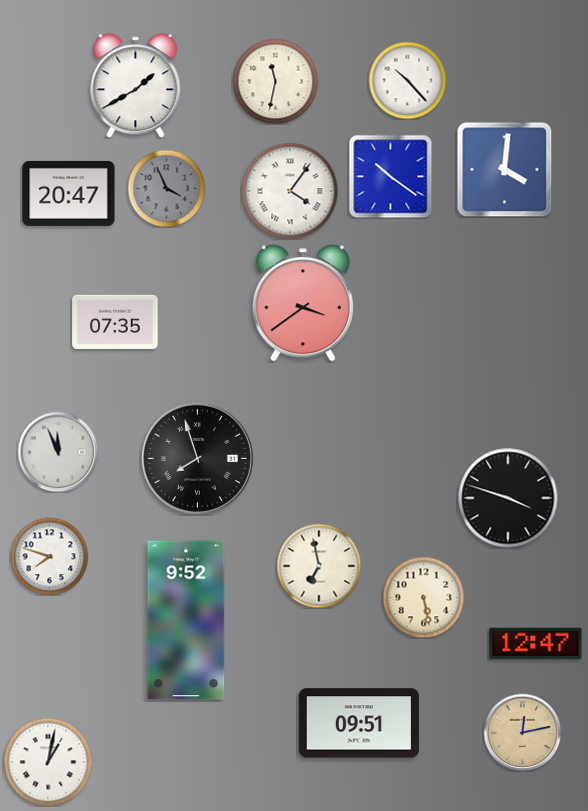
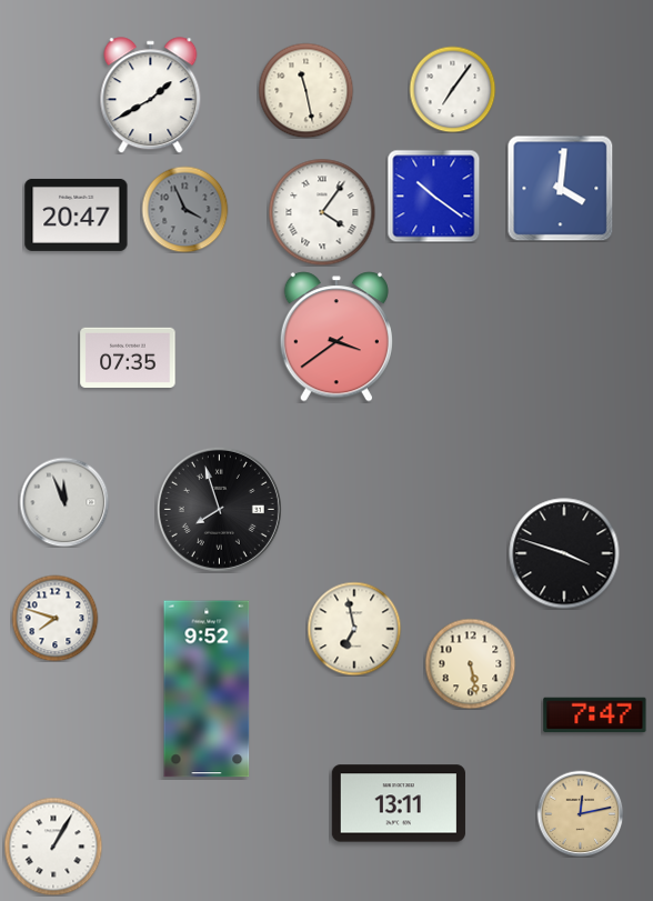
clock at (407, 80): 10:23 -> 7:06
clock at (275, 81): 11:32 -> 11:28
clock at (536, 644): 12:47 -> 7:47
clock at (359, 723): 09:51 -> 13:11
clock at (48, 762): 1:02 -> 1:05
